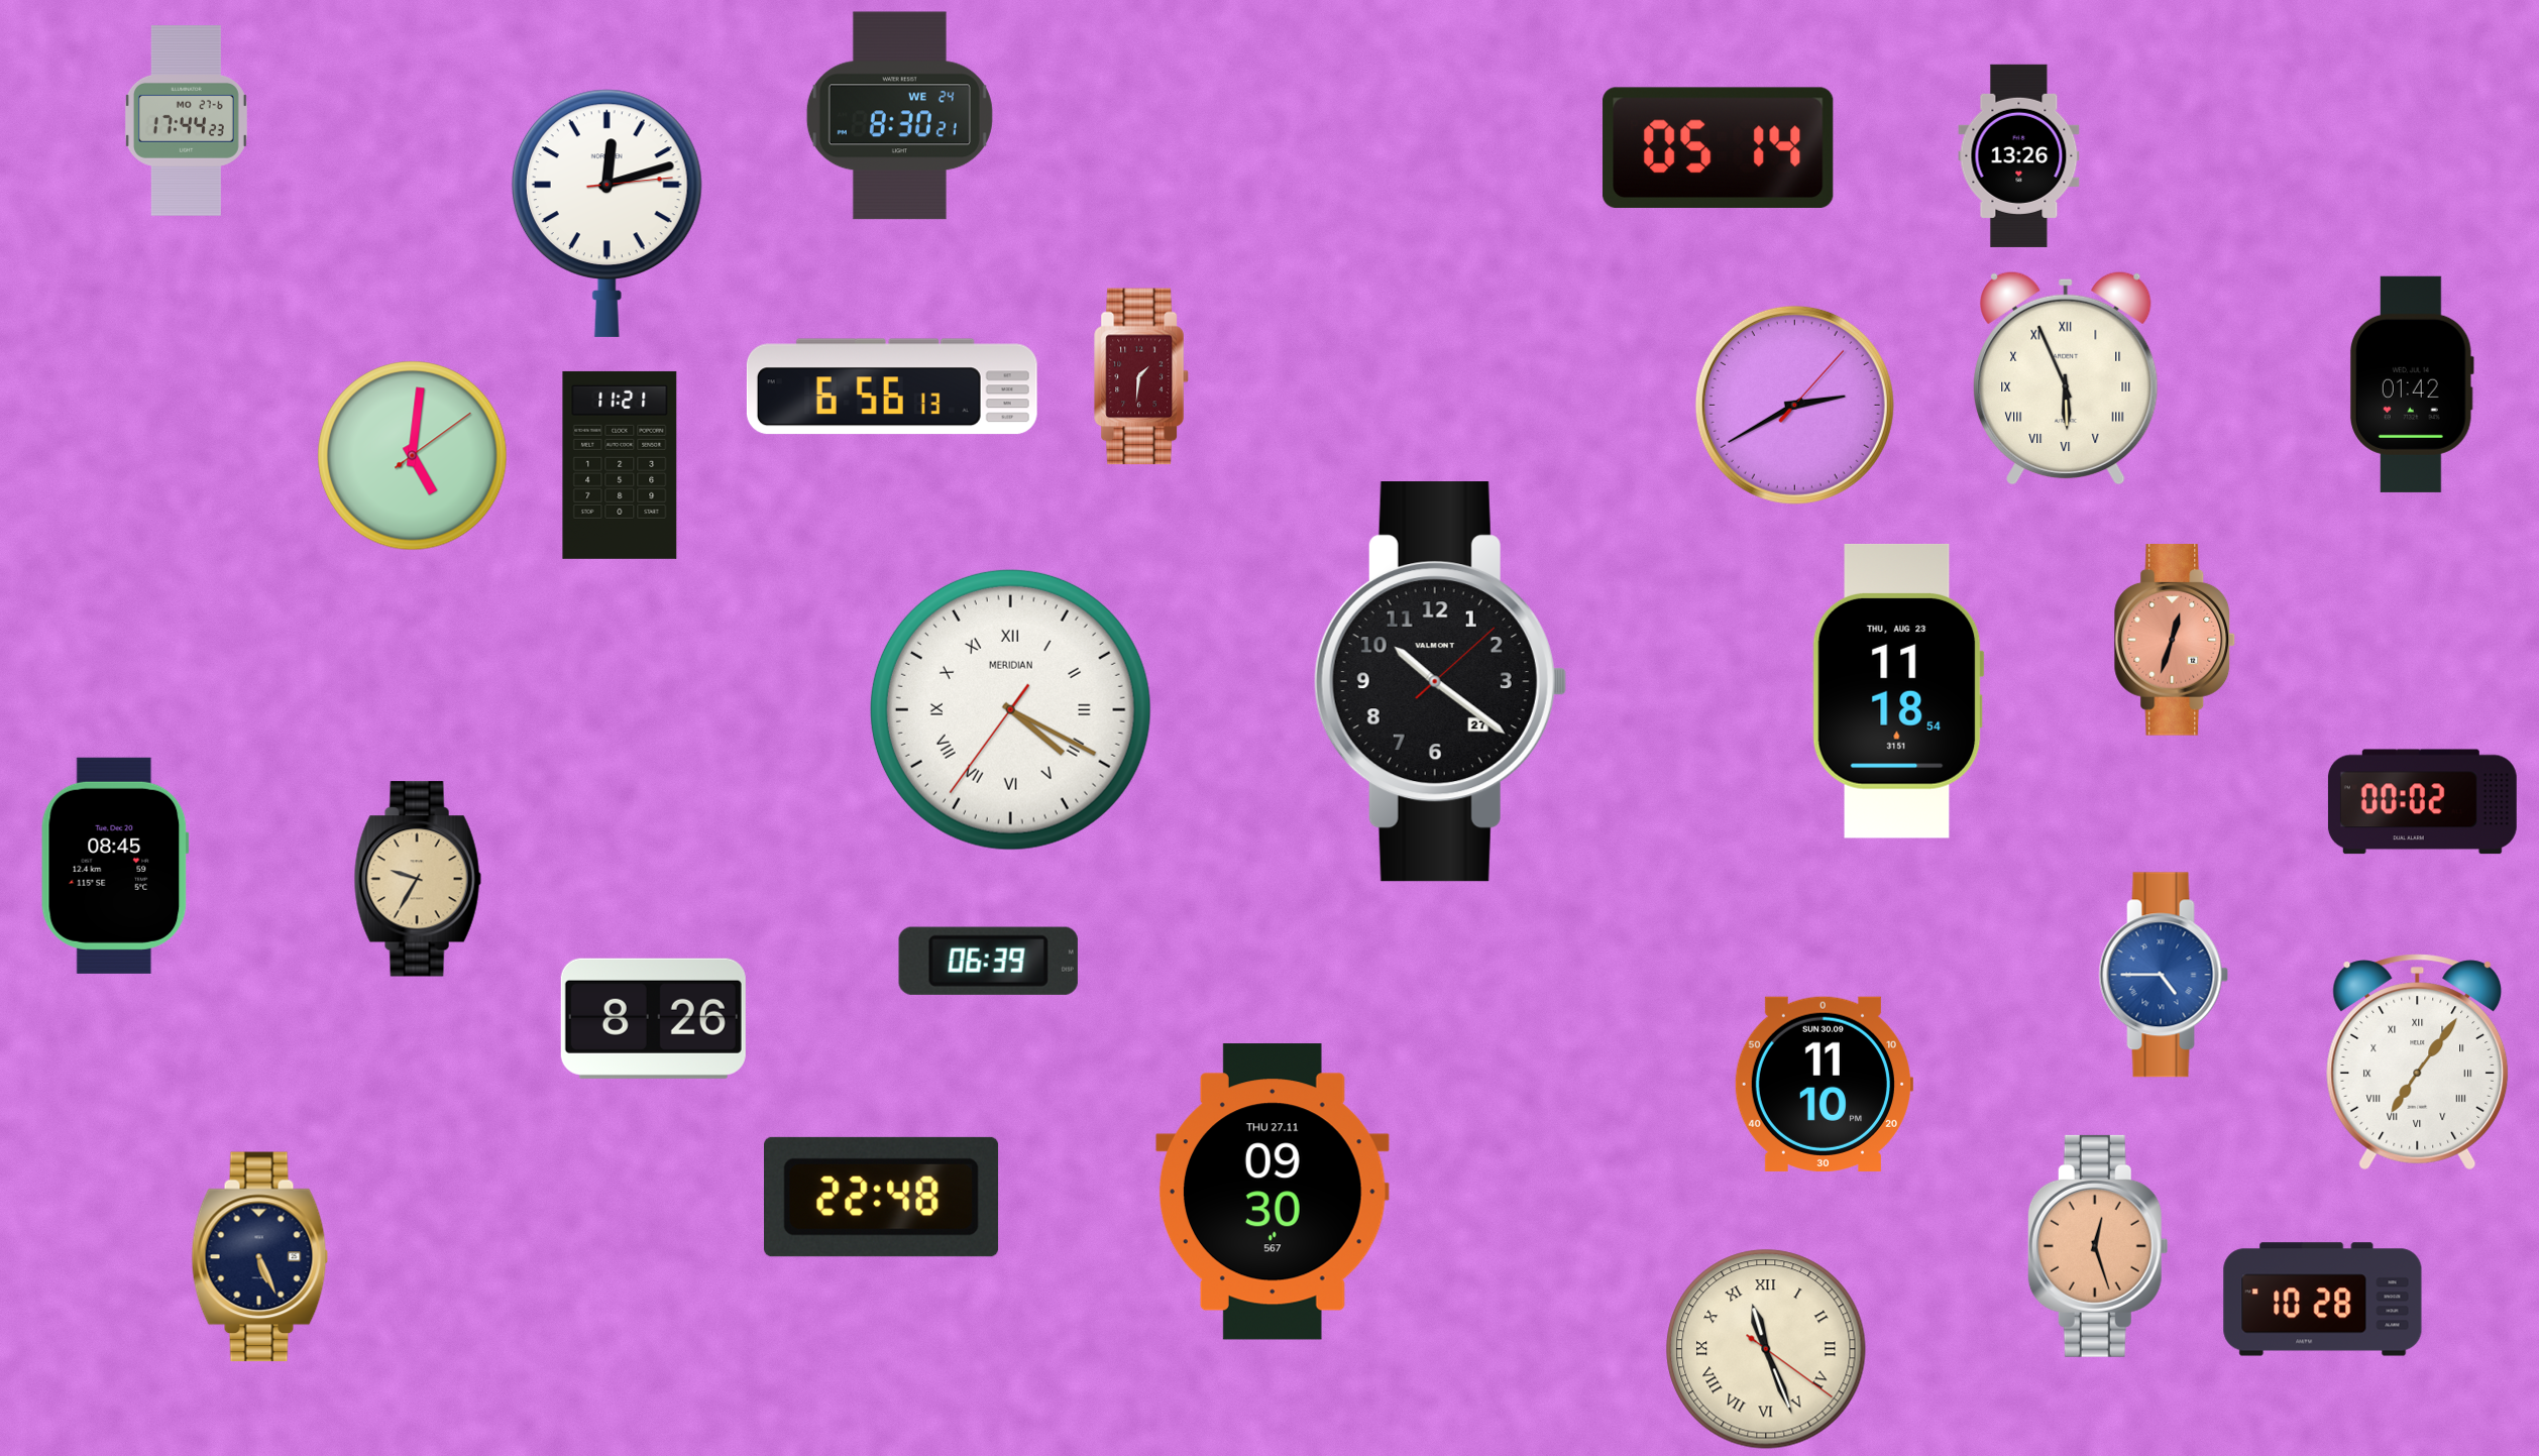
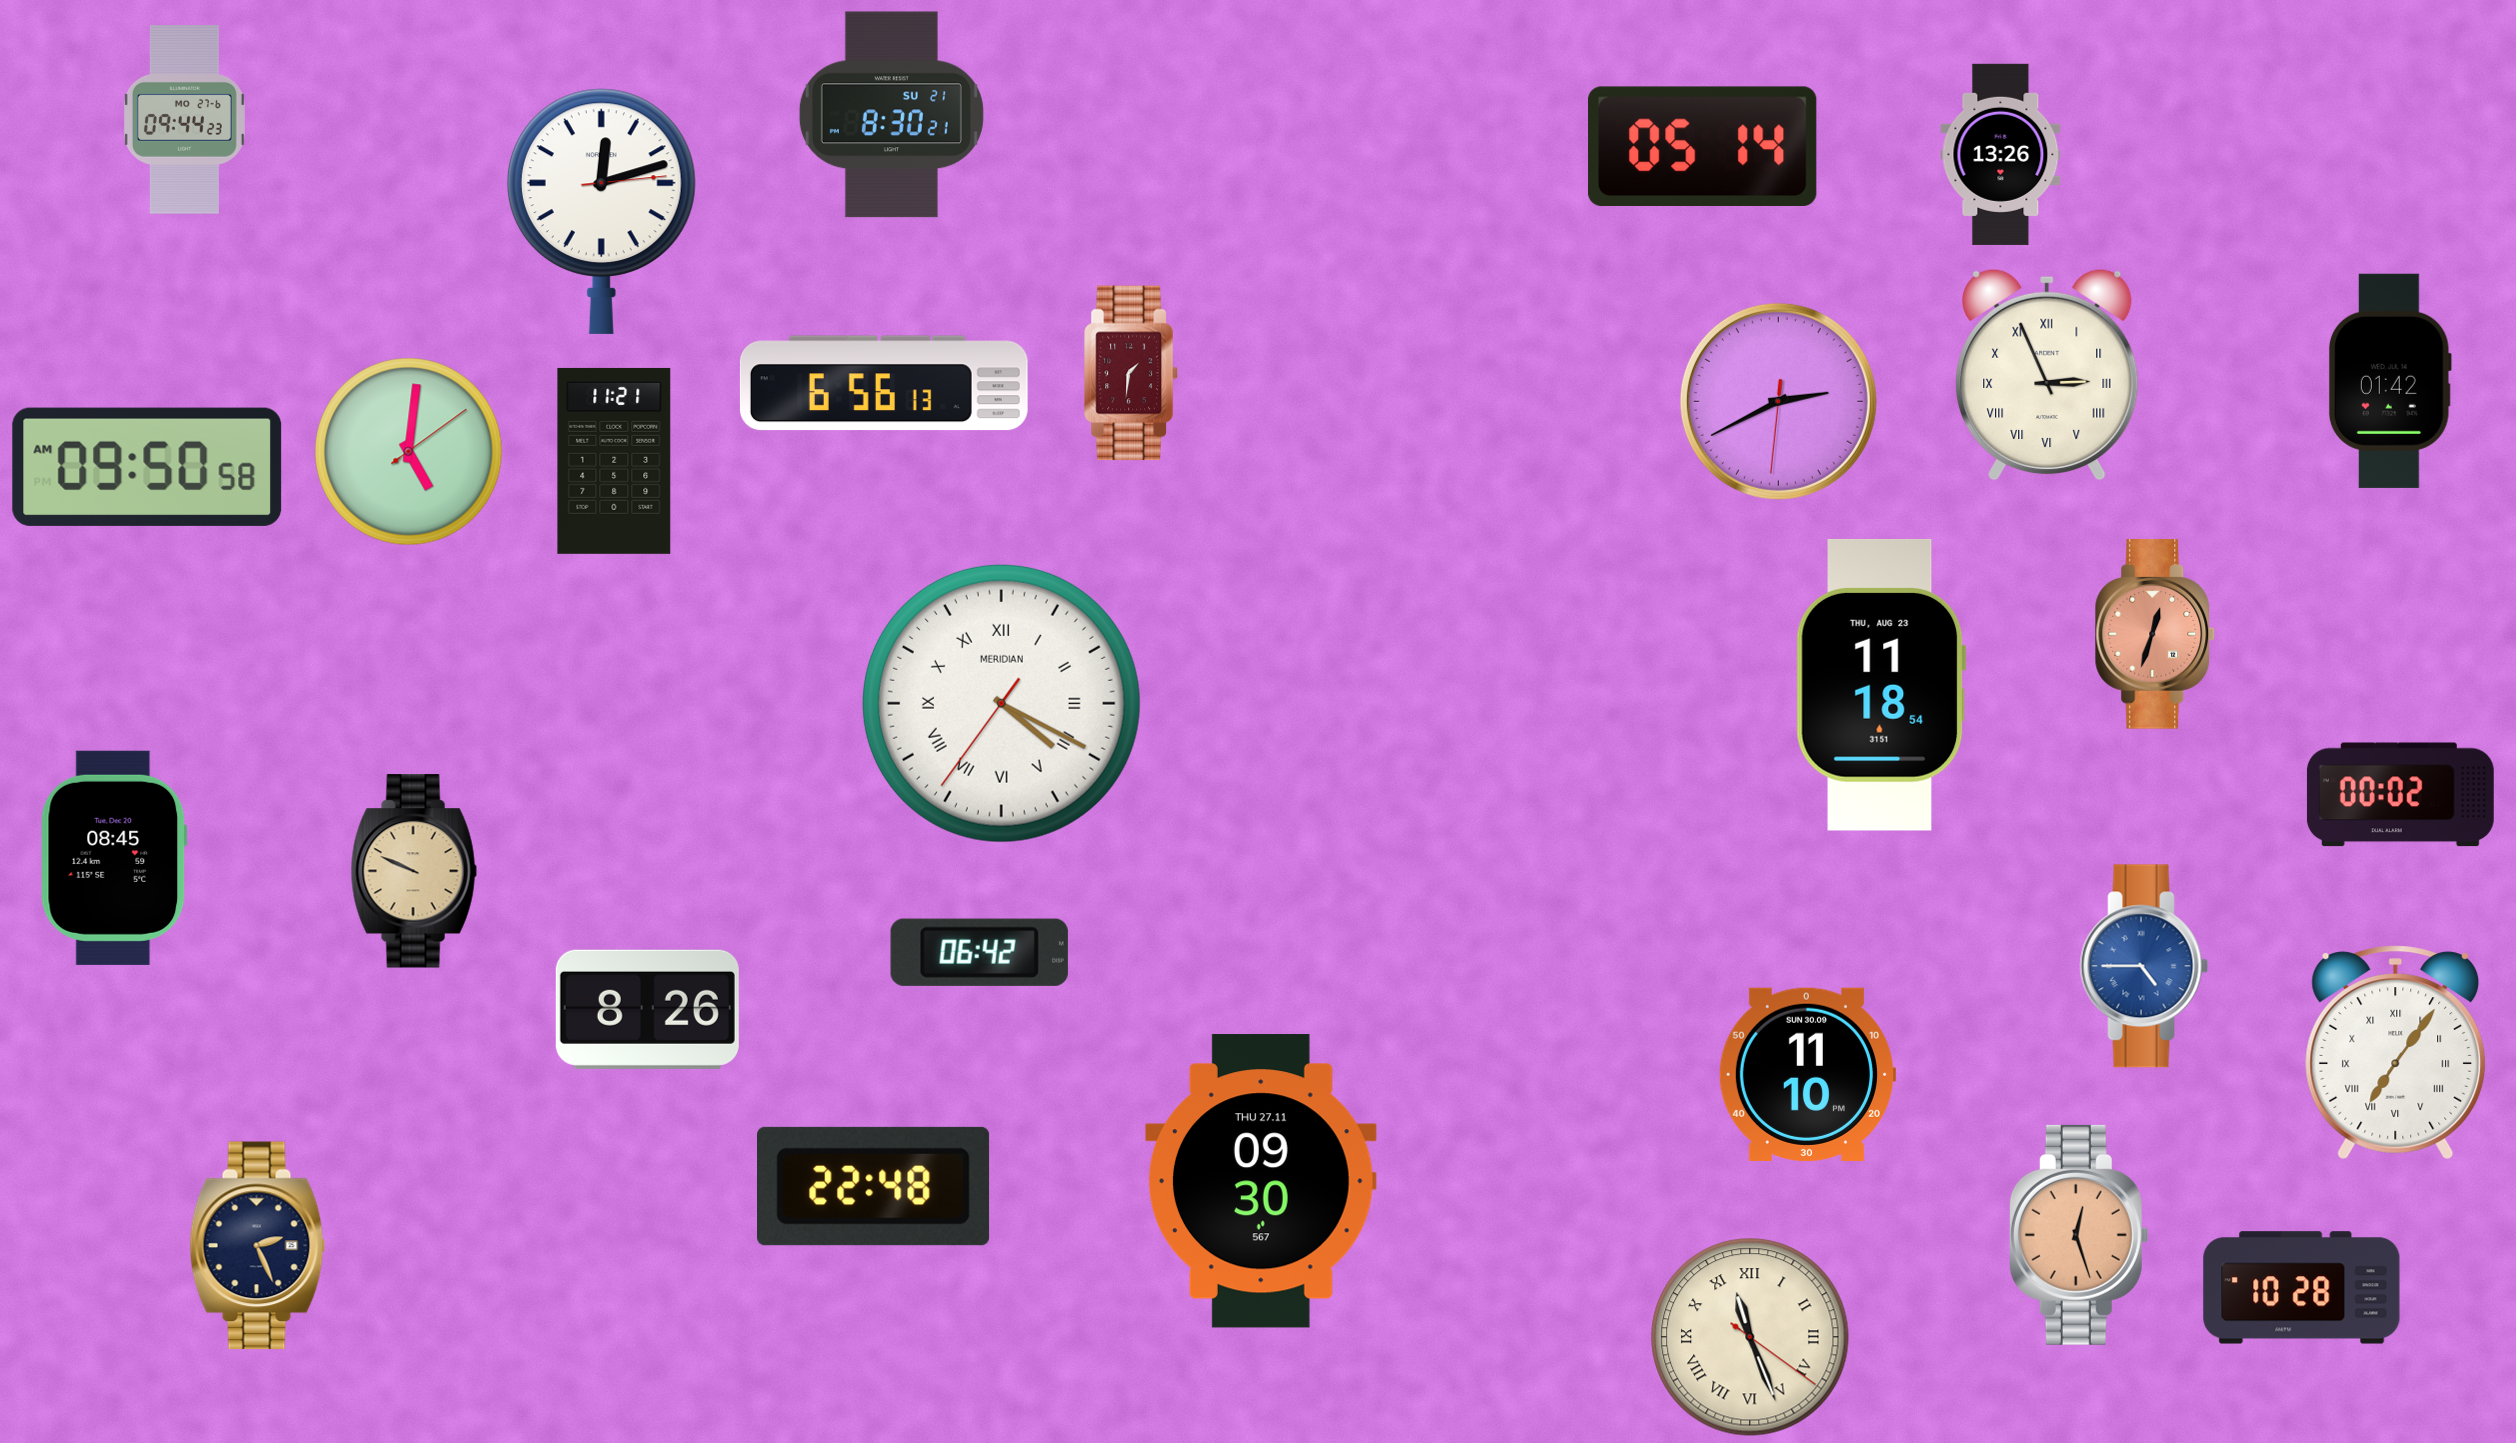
clock at (899, 116) date: WE 24 -> SU 21
clock at (186, 121): 17:44 -> 09:44
clock at (2066, 378): 5:56 -> 2:56
clock at (1794, 405): 2:40:07 -> 2:40:31
clock at (147, 467): none -> 09:50
clock at (1440, 682): 10:21 -> none
clock at (418, 879): 9:35 -> 9:49
clock at (988, 961): 06:39 -> 06:42
clock at (260, 1257): 5:26 -> 2:26
